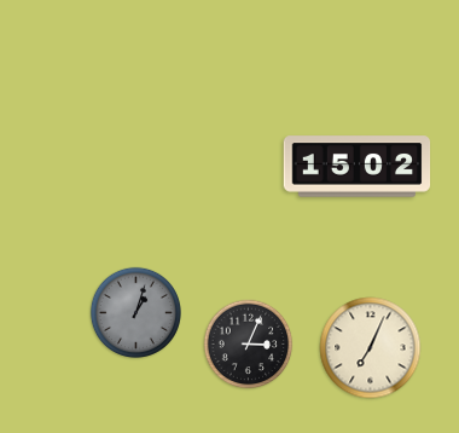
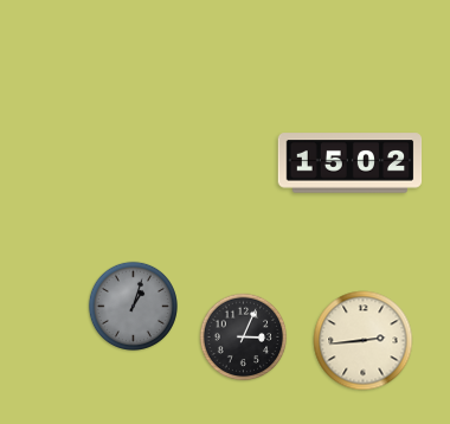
clock at (371, 348): 7:04 -> 2:44
